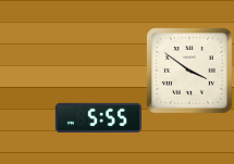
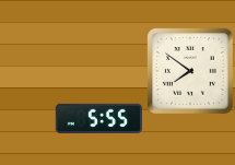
clock at (189, 71): 3:51 -> 7:51
